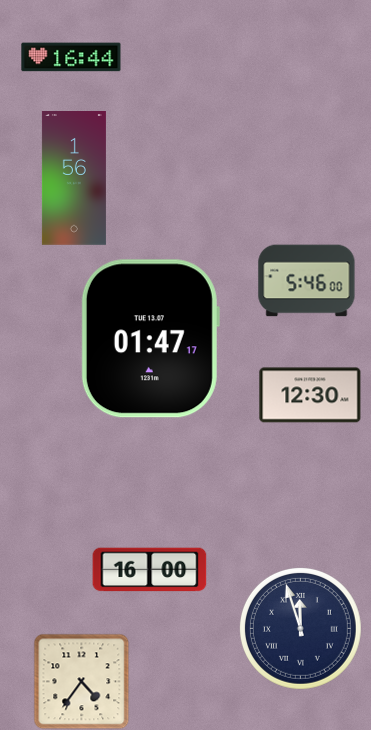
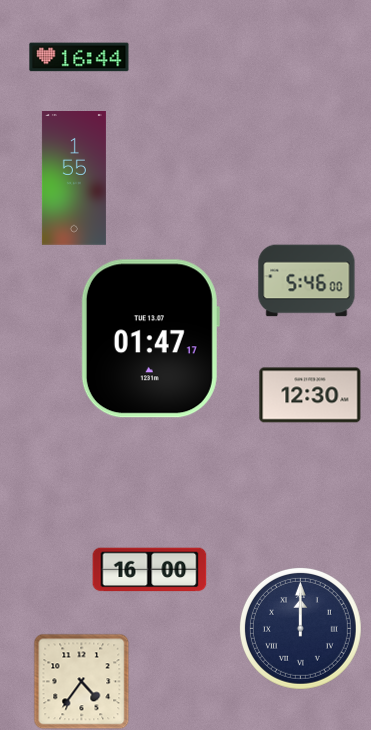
clock at (71, 57) position: (71, 57) -> (79, 57)
clock at (74, 179): 1:56 -> 1:55
clock at (300, 628): 11:57 -> 12:00
